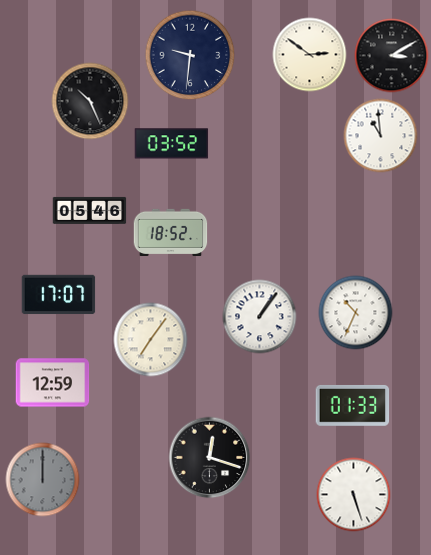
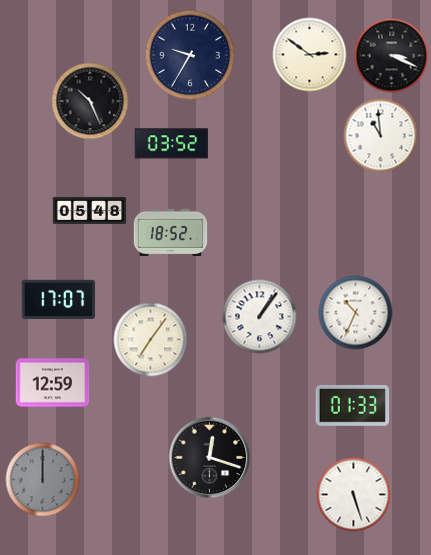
clock at (190, 55): 9:31 -> 9:35
clock at (392, 56): 3:10 -> 3:19
clock at (90, 210): 05:46 -> 05:48
clock at (59, 295) position: (59, 295) -> (59, 300)
